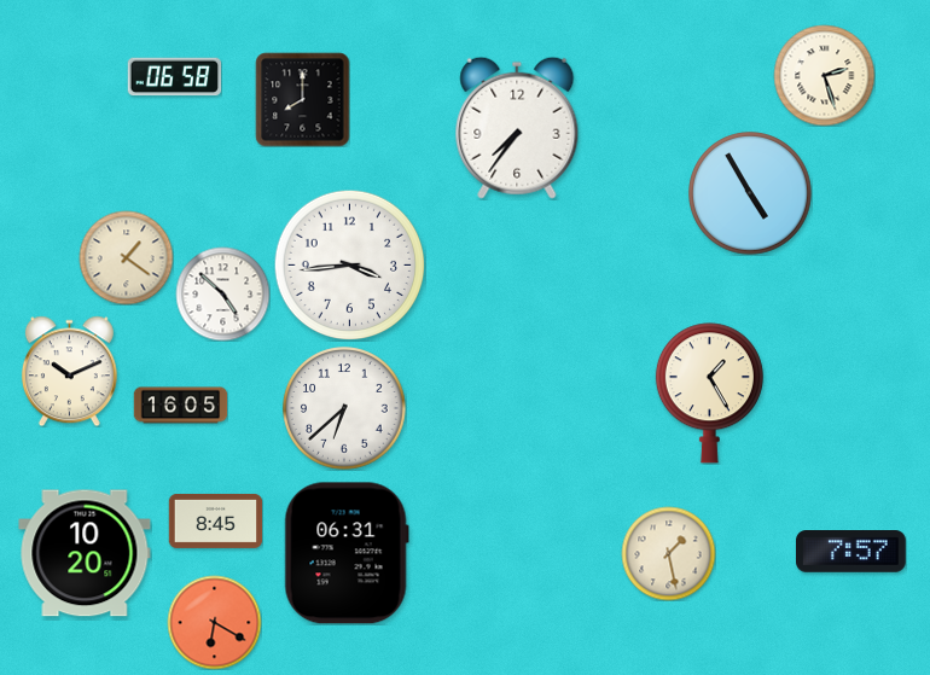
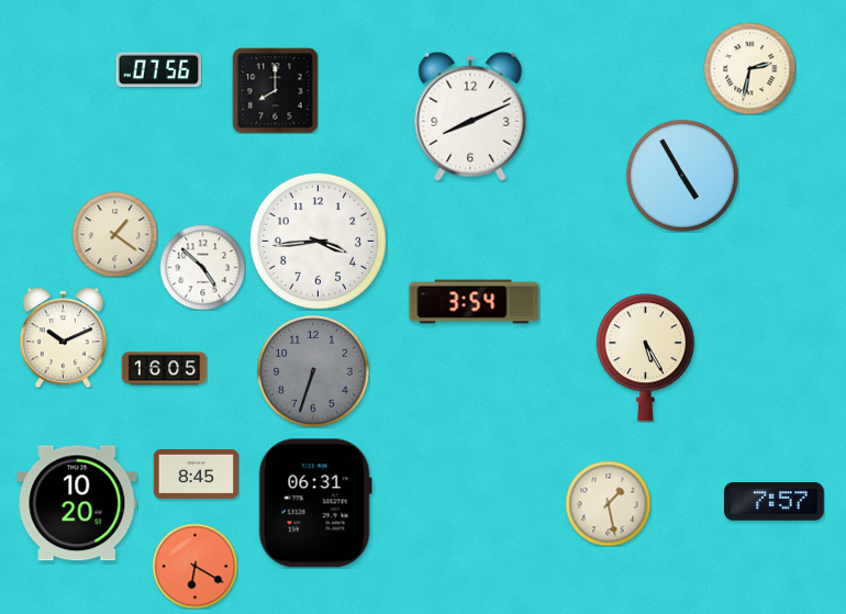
clock at (824, 75): 2:27 -> 2:32
clock at (174, 77): 06:58 -> 07:56
clock at (517, 128): 7:36 -> 8:11
clock at (475, 302): none -> 3:54
clock at (709, 394): 1:25 -> 5:25
clock at (344, 408): 6:38 -> 6:33
clock at (344, 408) dial: white -> grey
